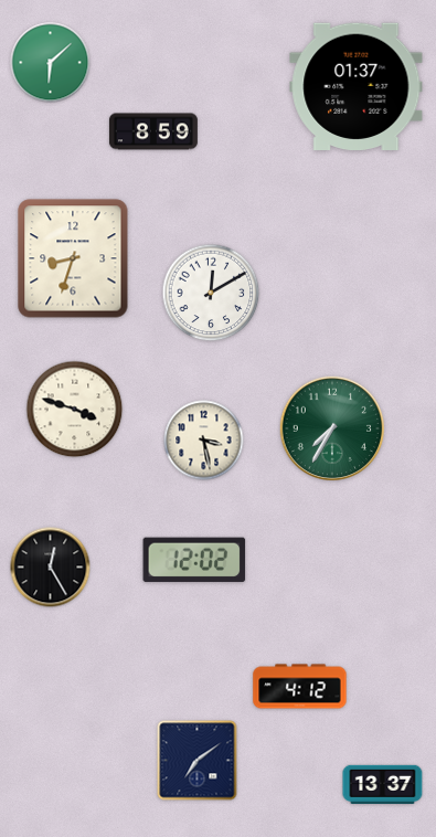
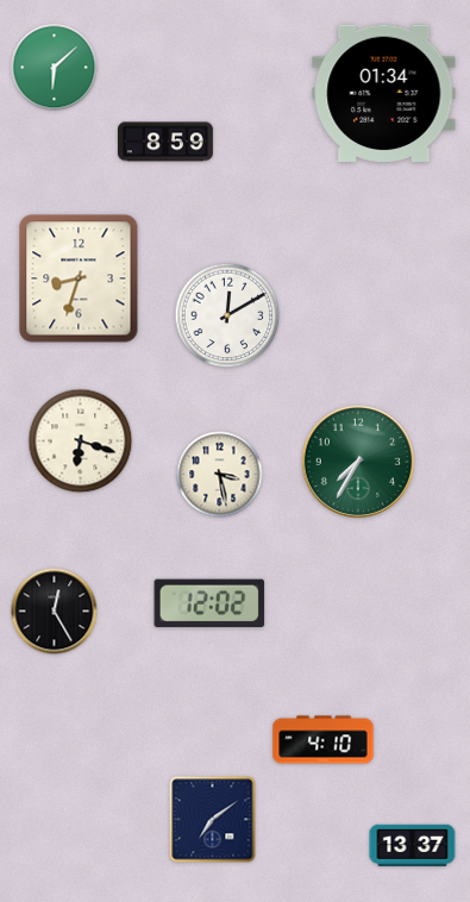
clock at (357, 87): 01:37 -> 01:34
clock at (75, 410): 3:48 -> 6:18
clock at (300, 687): 4:12 -> 4:10
